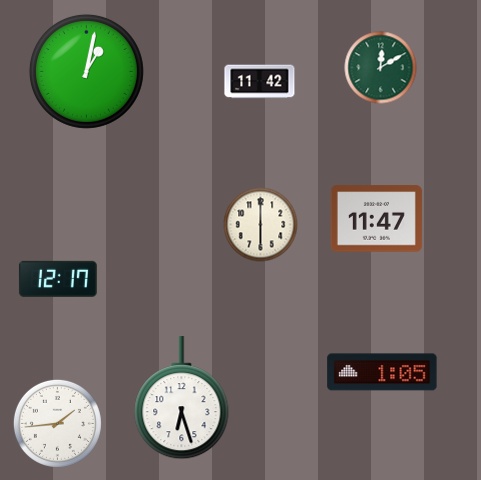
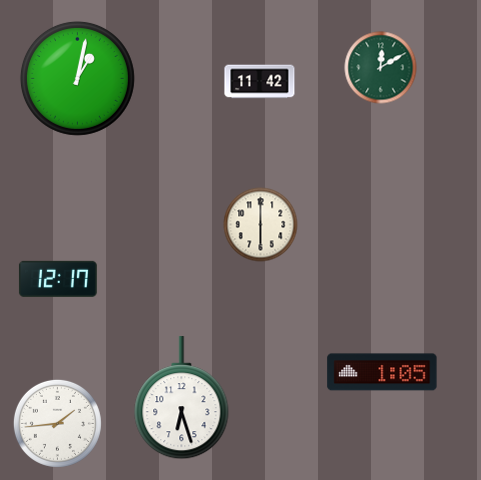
clock at (86, 71) position: (86, 71) -> (77, 78)
clock at (376, 219): 11:47 -> none
